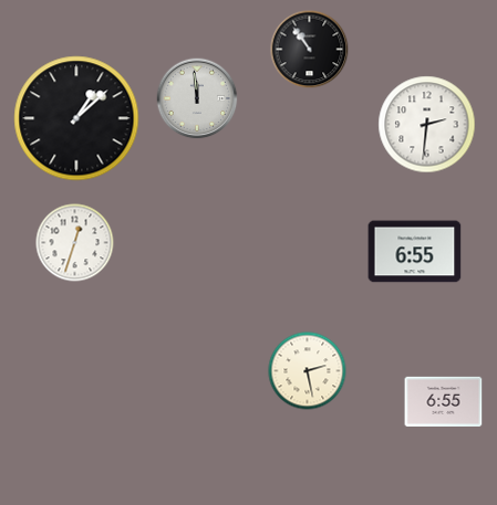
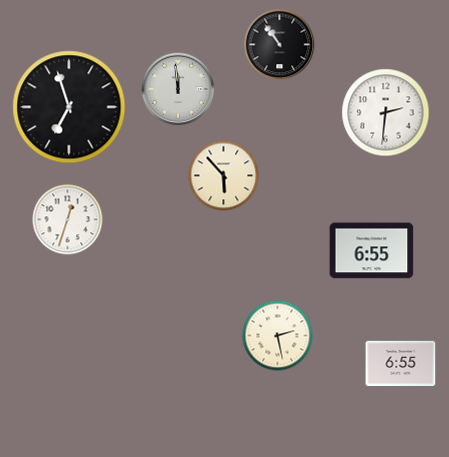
clock at (76, 118): 1:08 -> 6:57
clock at (224, 176): none -> 5:53
clock at (415, 252) position: (415, 252) -> (372, 251)
